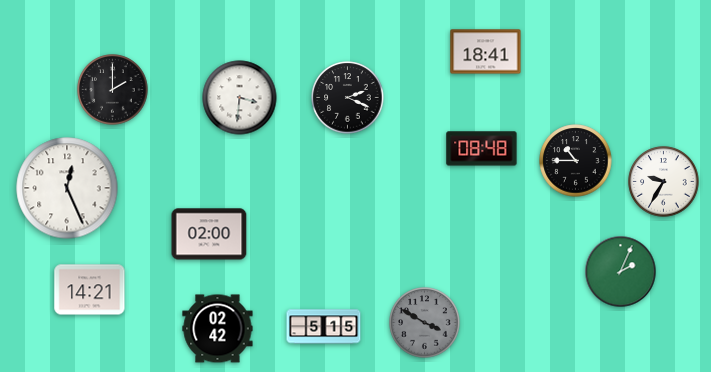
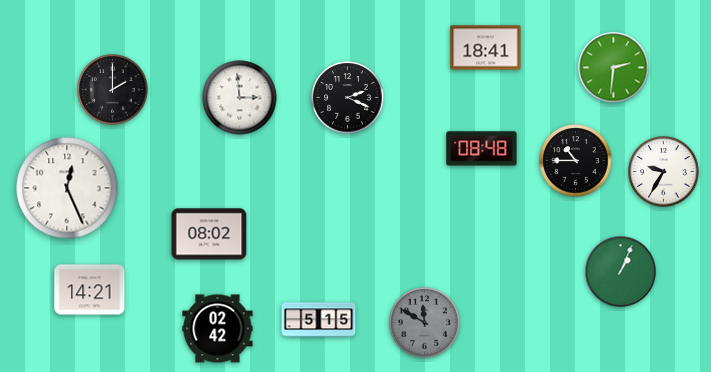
clock at (486, 52) position: (486, 52) -> (486, 48)
clock at (614, 68): none -> 2:31
clock at (240, 98): 3:31 -> 2:59
clock at (664, 182) position: (664, 182) -> (664, 172)
clock at (209, 234): 02:00 -> 08:02
clock at (621, 272): 2:04 -> 1:04
clock at (425, 323): 3:50 -> 11:50
clock at (324, 327) position: (324, 327) -> (319, 320)
